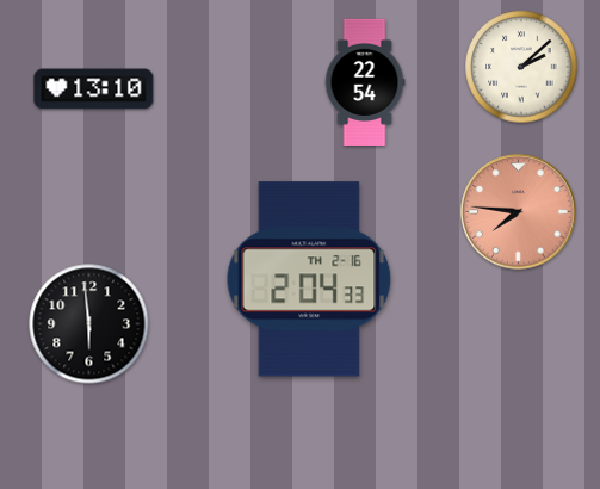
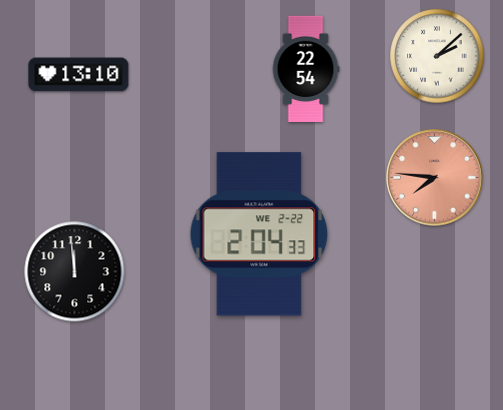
clock at (309, 279) date: TH 2-16 -> WE 2-22
clock at (89, 324): 5:59 -> 11:59
